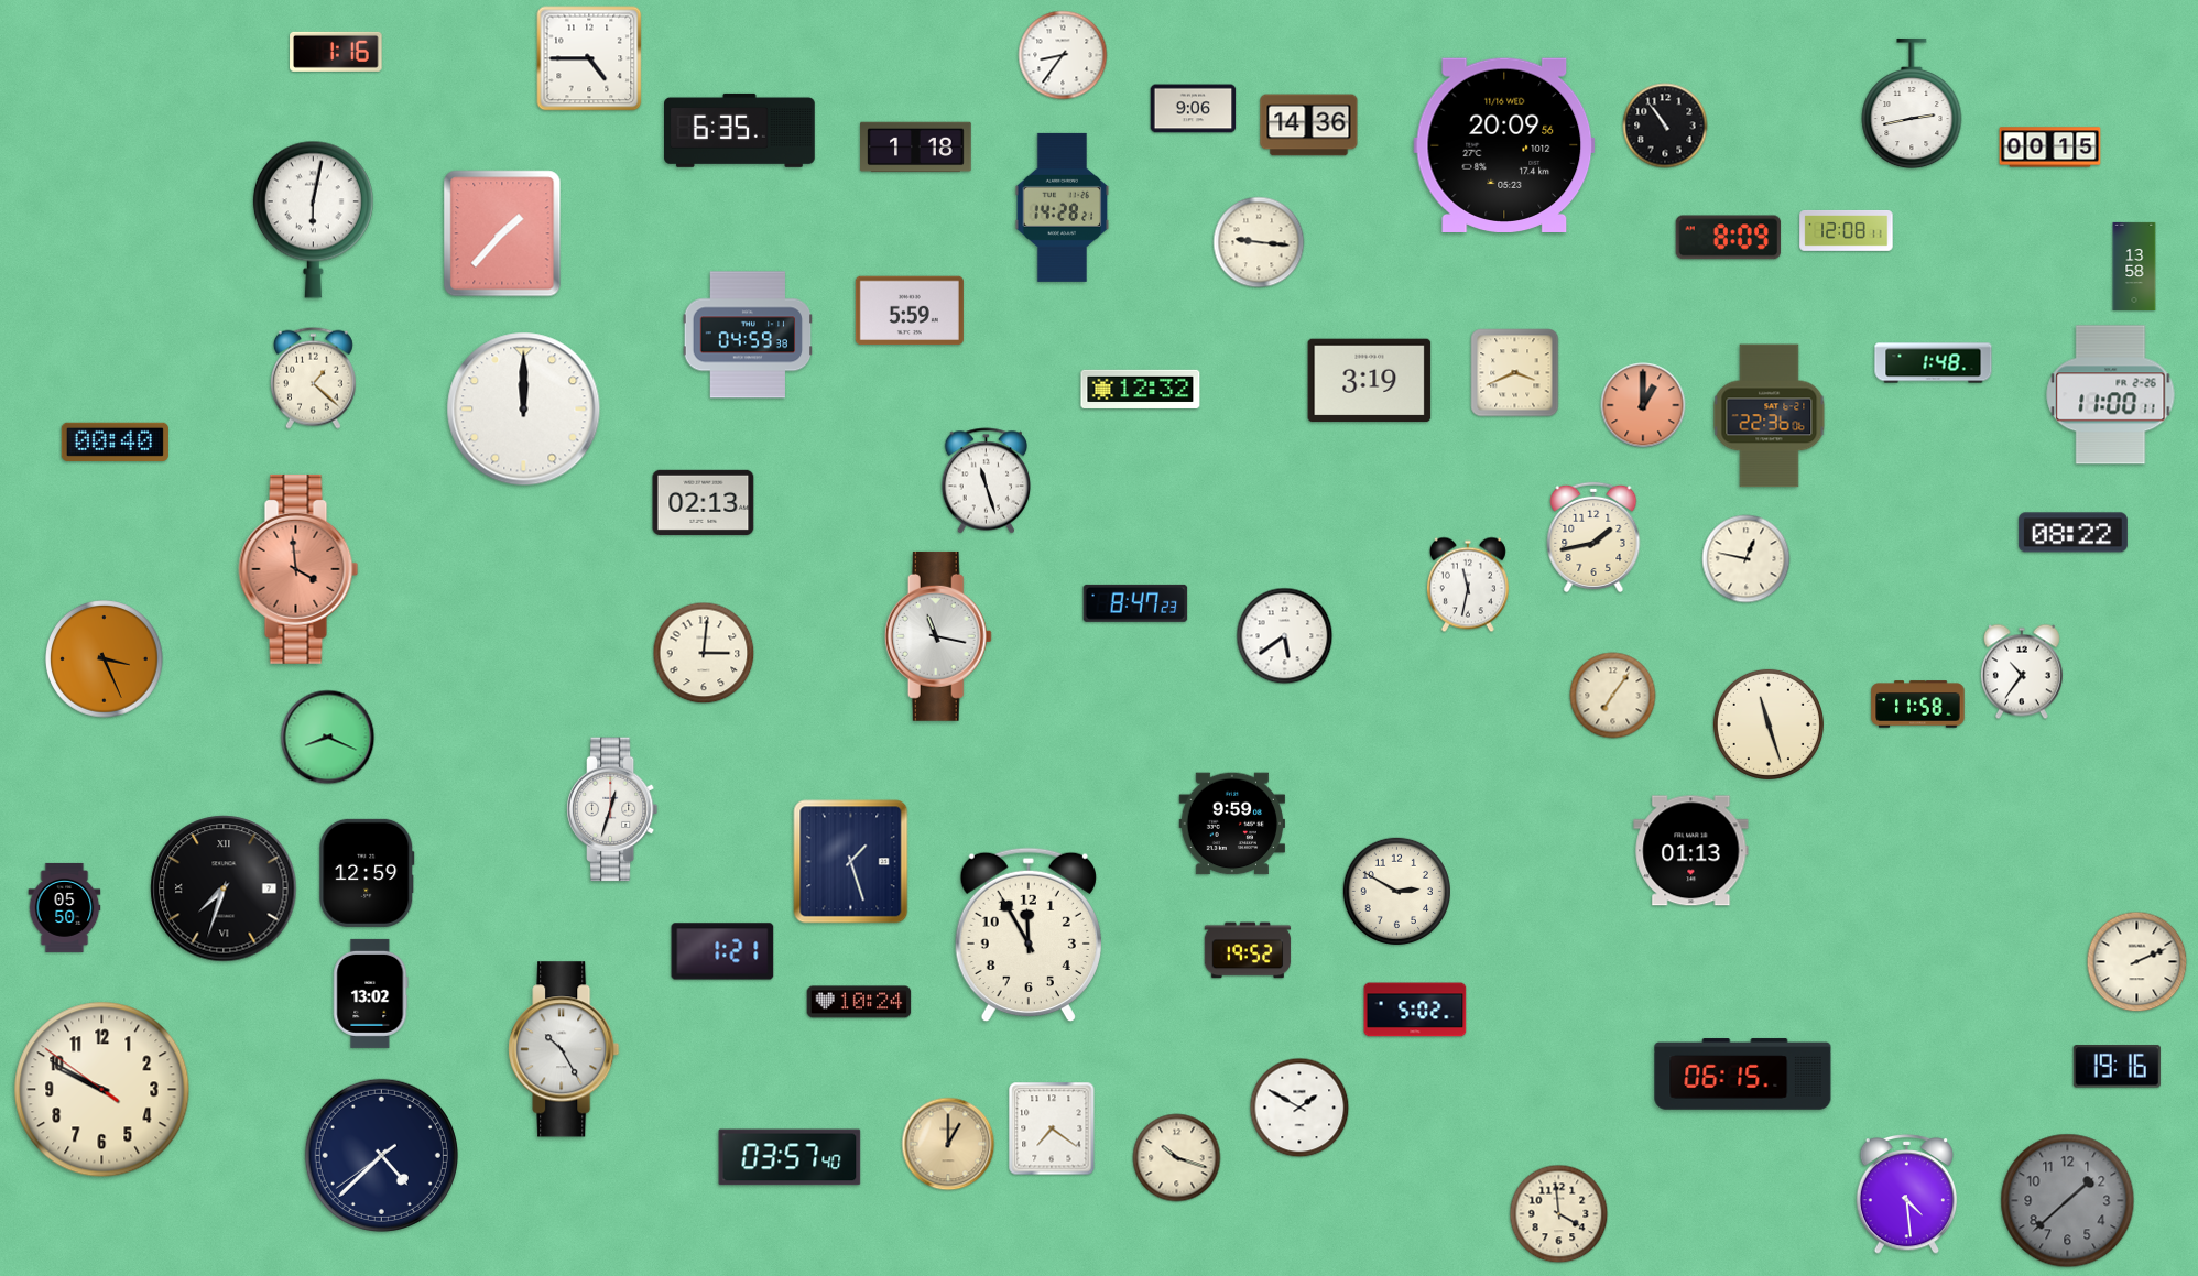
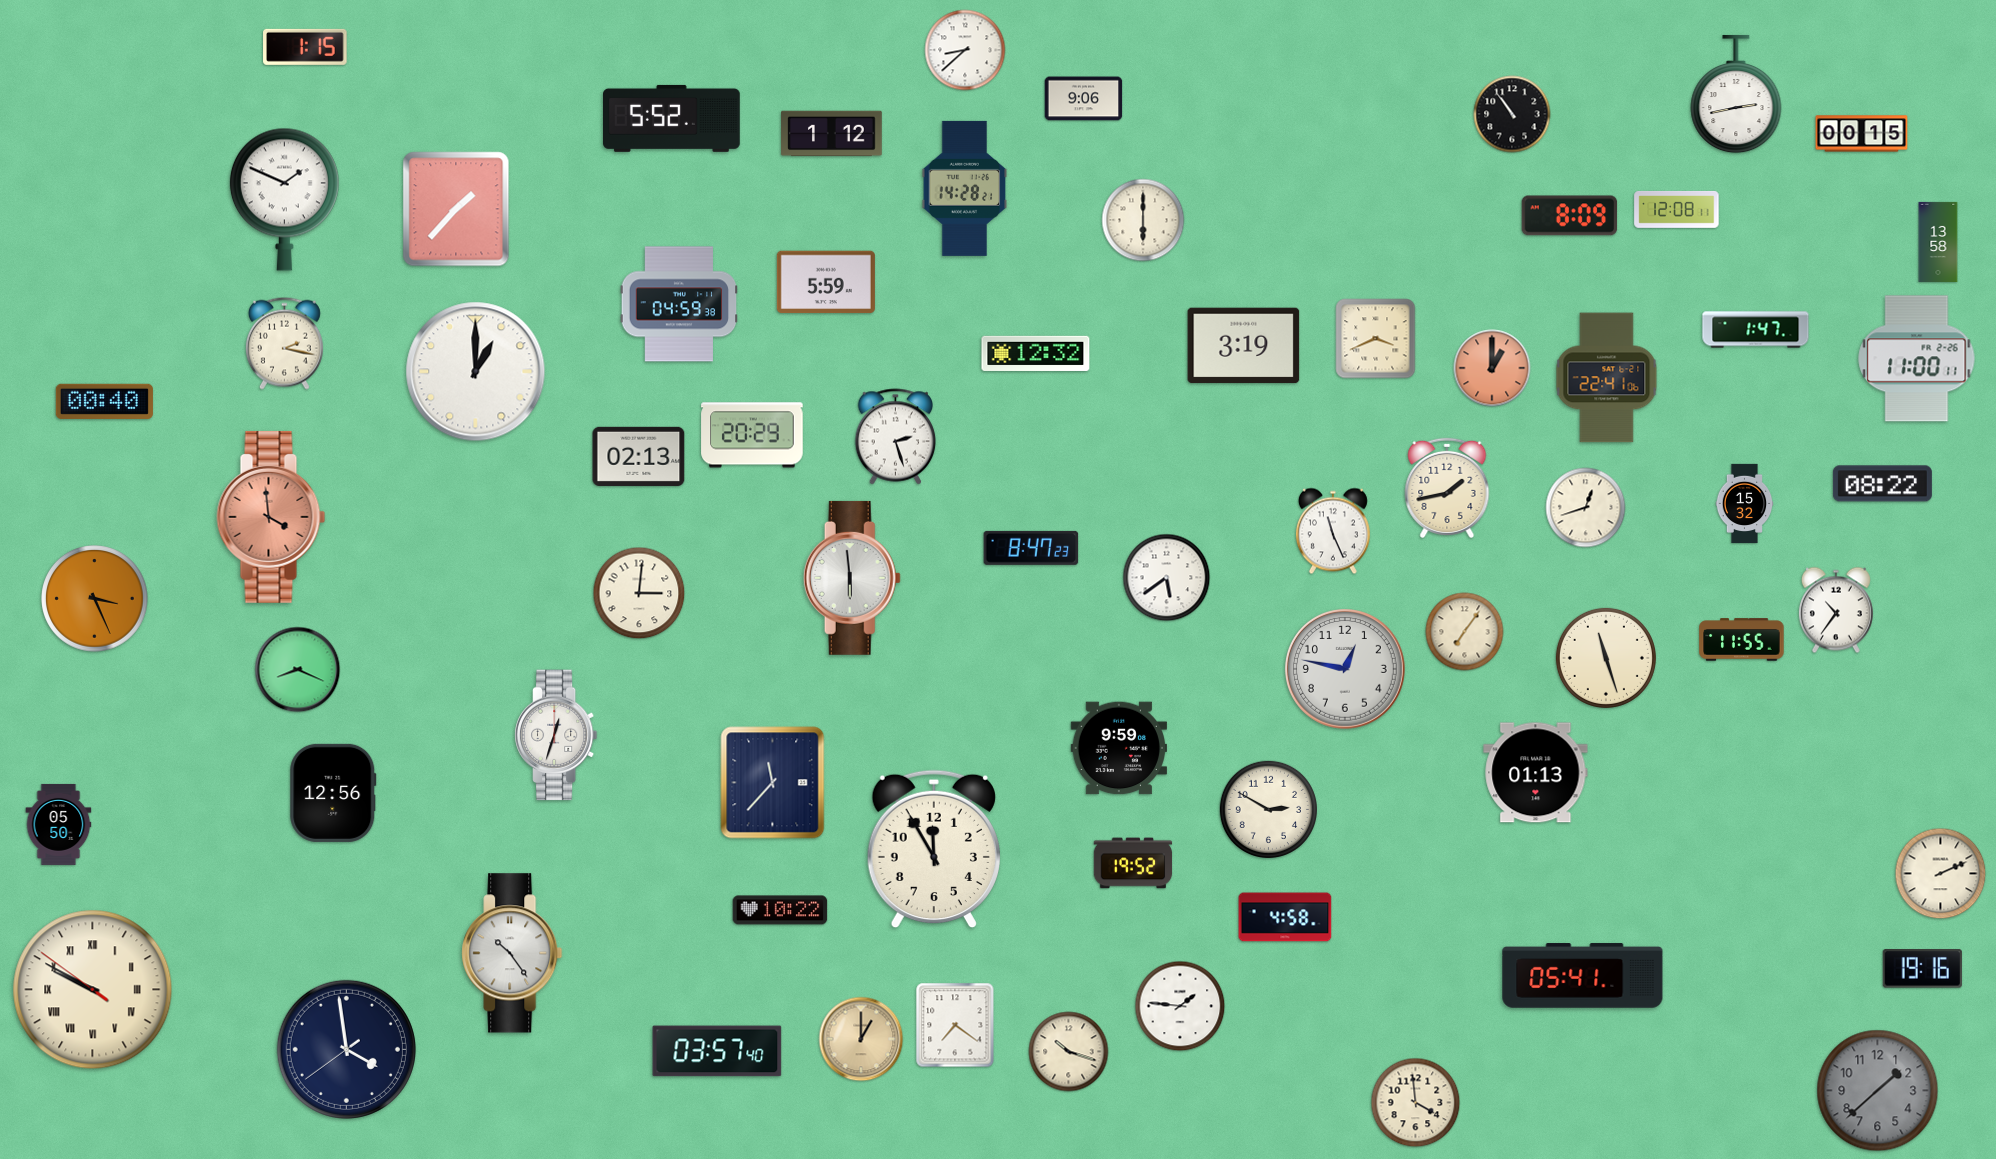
clock at (336, 52): 1:16 -> 1:15
clock at (1063, 55): 8:36 -> 8:38
clock at (589, 58): 4:45 -> none
clock at (1309, 126): 14:36 -> none
clock at (740, 130): 6:35 -> 5:52
clock at (1504, 144): 20:09 -> none
clock at (916, 148): 1:18 -> 1:12
clock at (313, 219): 6:02 -> 1:49
clock at (502, 233) position: (502, 233) -> (456, 209)
clock at (1259, 242): 9:16 -> 6:00
clock at (1934, 363): 1:48 -> 1:47
clock at (313, 378): 1:22 -> 2:17
clock at (524, 410): 12:00 -> 1:00
clock at (1770, 416): 22:36 -> 22:41
clock at (752, 435): none -> 20:29
clock at (987, 481): 11:27 -> 2:27
clock at (1745, 504): none -> 15:32
clock at (1747, 559): 12:47 -> 12:42
clock at (1468, 585): 11:32 -> 11:26
clock at (938, 636): 11:17 -> 5:59
clock at (1918, 705): 11:58 -> 11:55
clock at (1345, 669): none -> 12:47
clock at (851, 862): 1:27 -> 11:37
clock at (367, 873): 12:59 -> 12:56
clock at (224, 888): 7:33 -> none
clock at (722, 951): 1:21 -> none
clock at (371, 993): 13:02 -> none
clock at (859, 1002): 10:24 -> 10:22
clock at (1415, 1010): 5:02 -> 4:58
clock at (564, 1049): 10:25 -> 10:24
clock at (1743, 1075): 06:15 -> 05:41
clock at (102, 1090) numerals: Arabic -> Roman
clock at (1299, 1108): 1:50 -> 1:46
clock at (381, 1155): 4:37 -> 3:58
clock at (1907, 1195): 4:29 -> none
